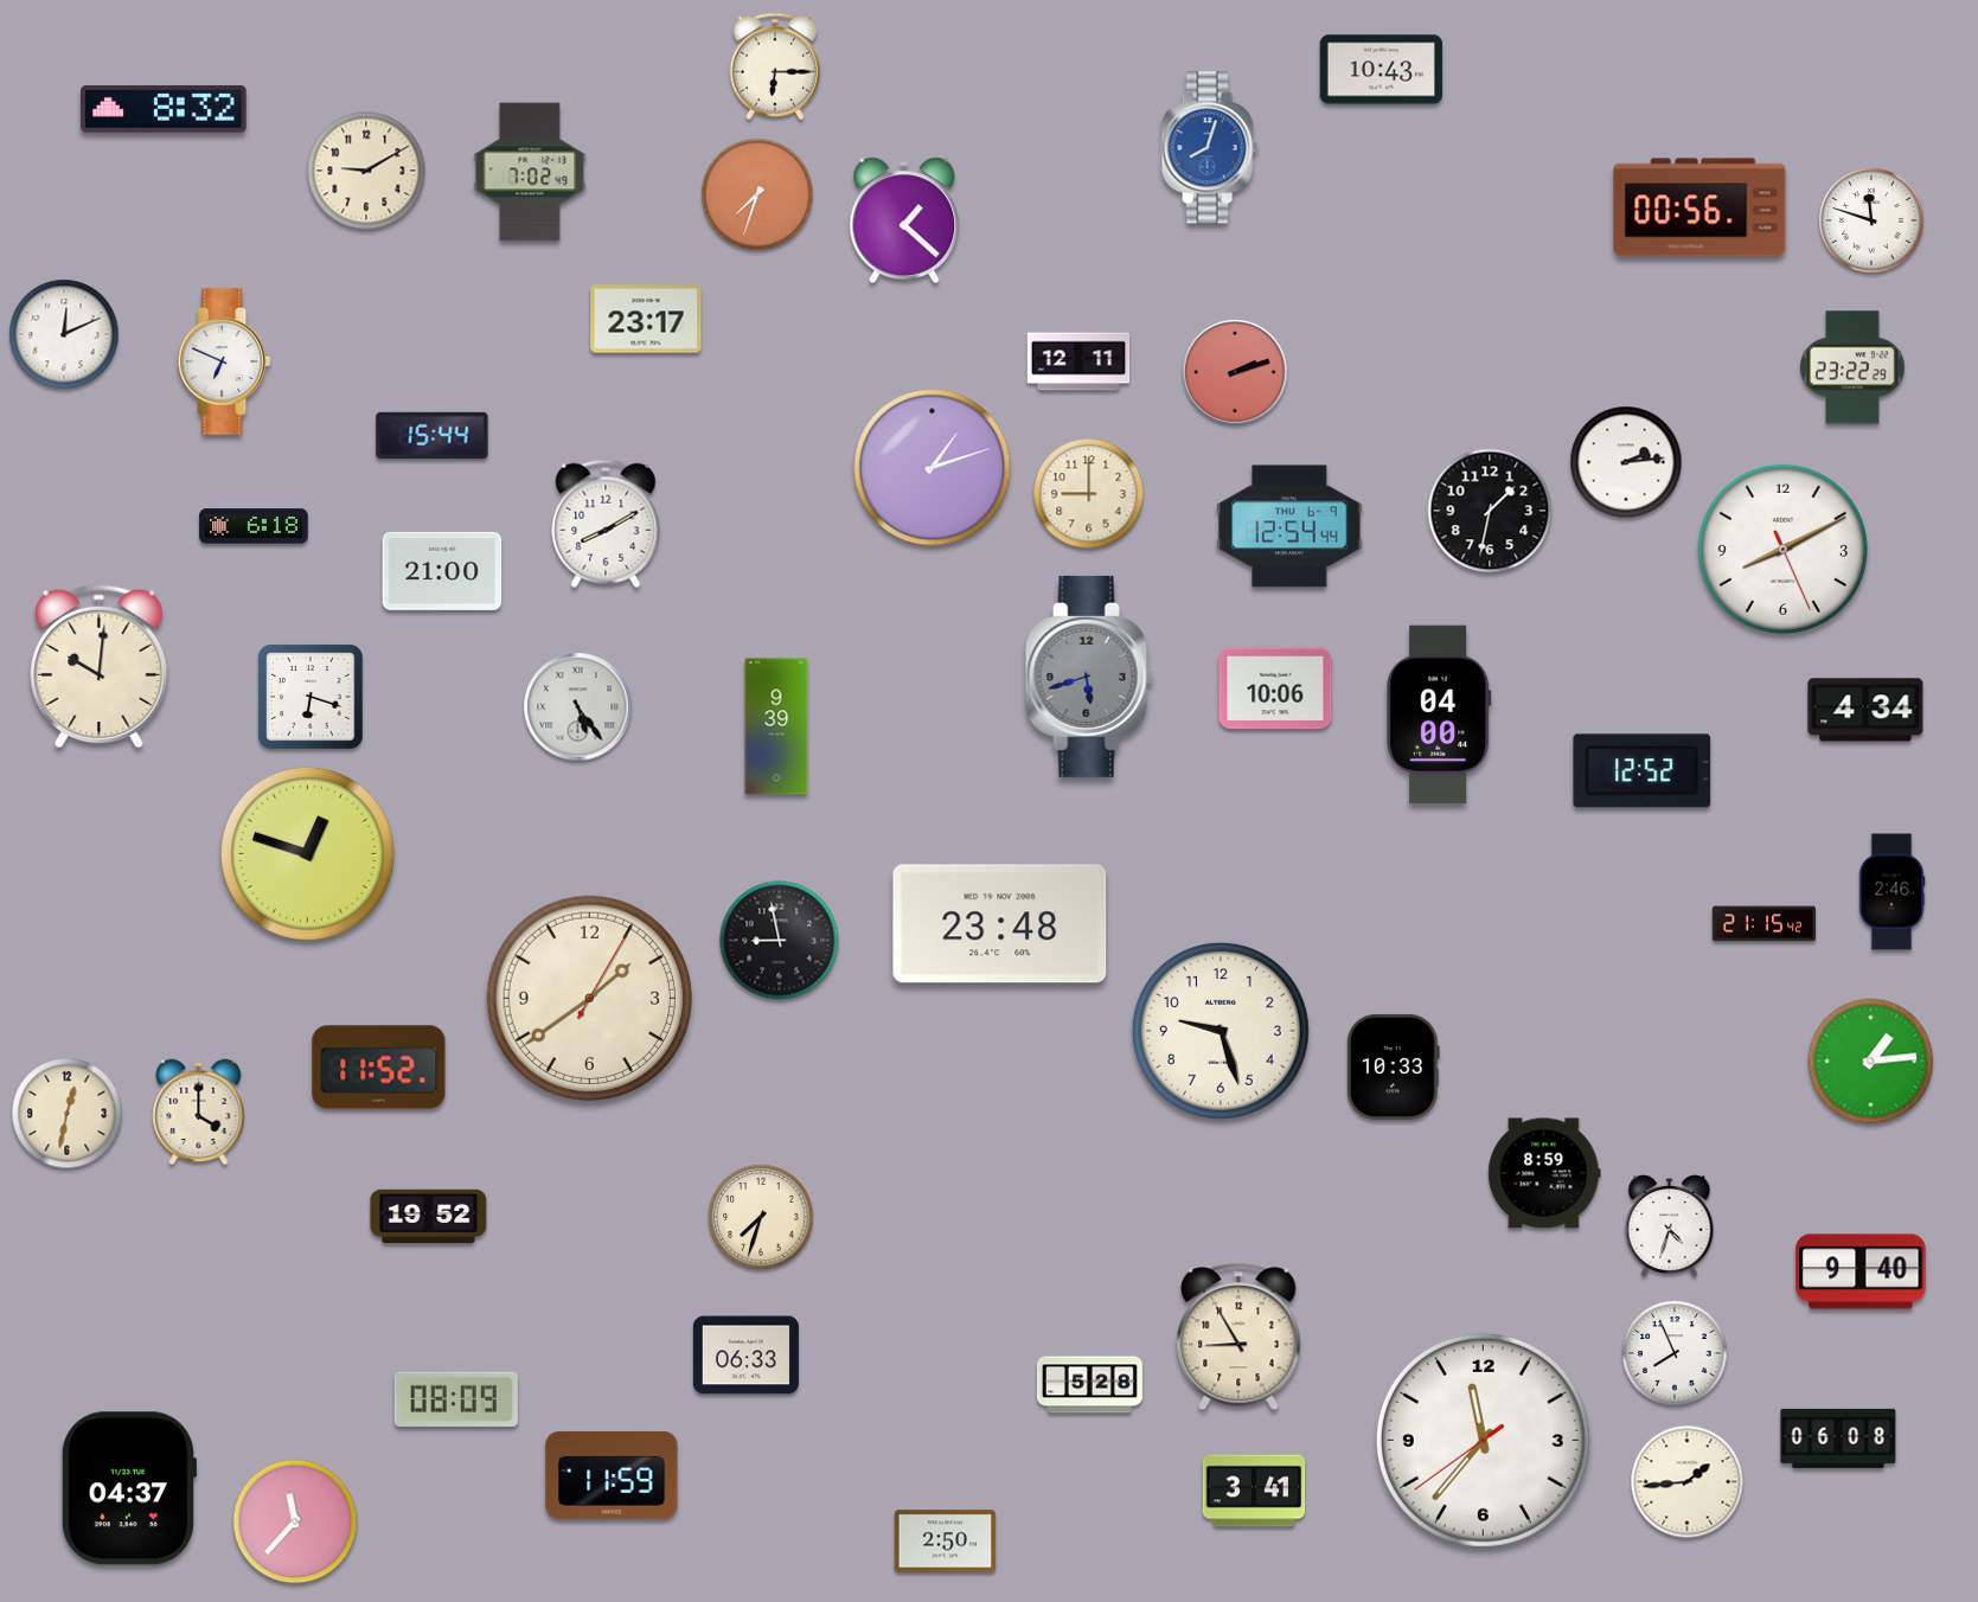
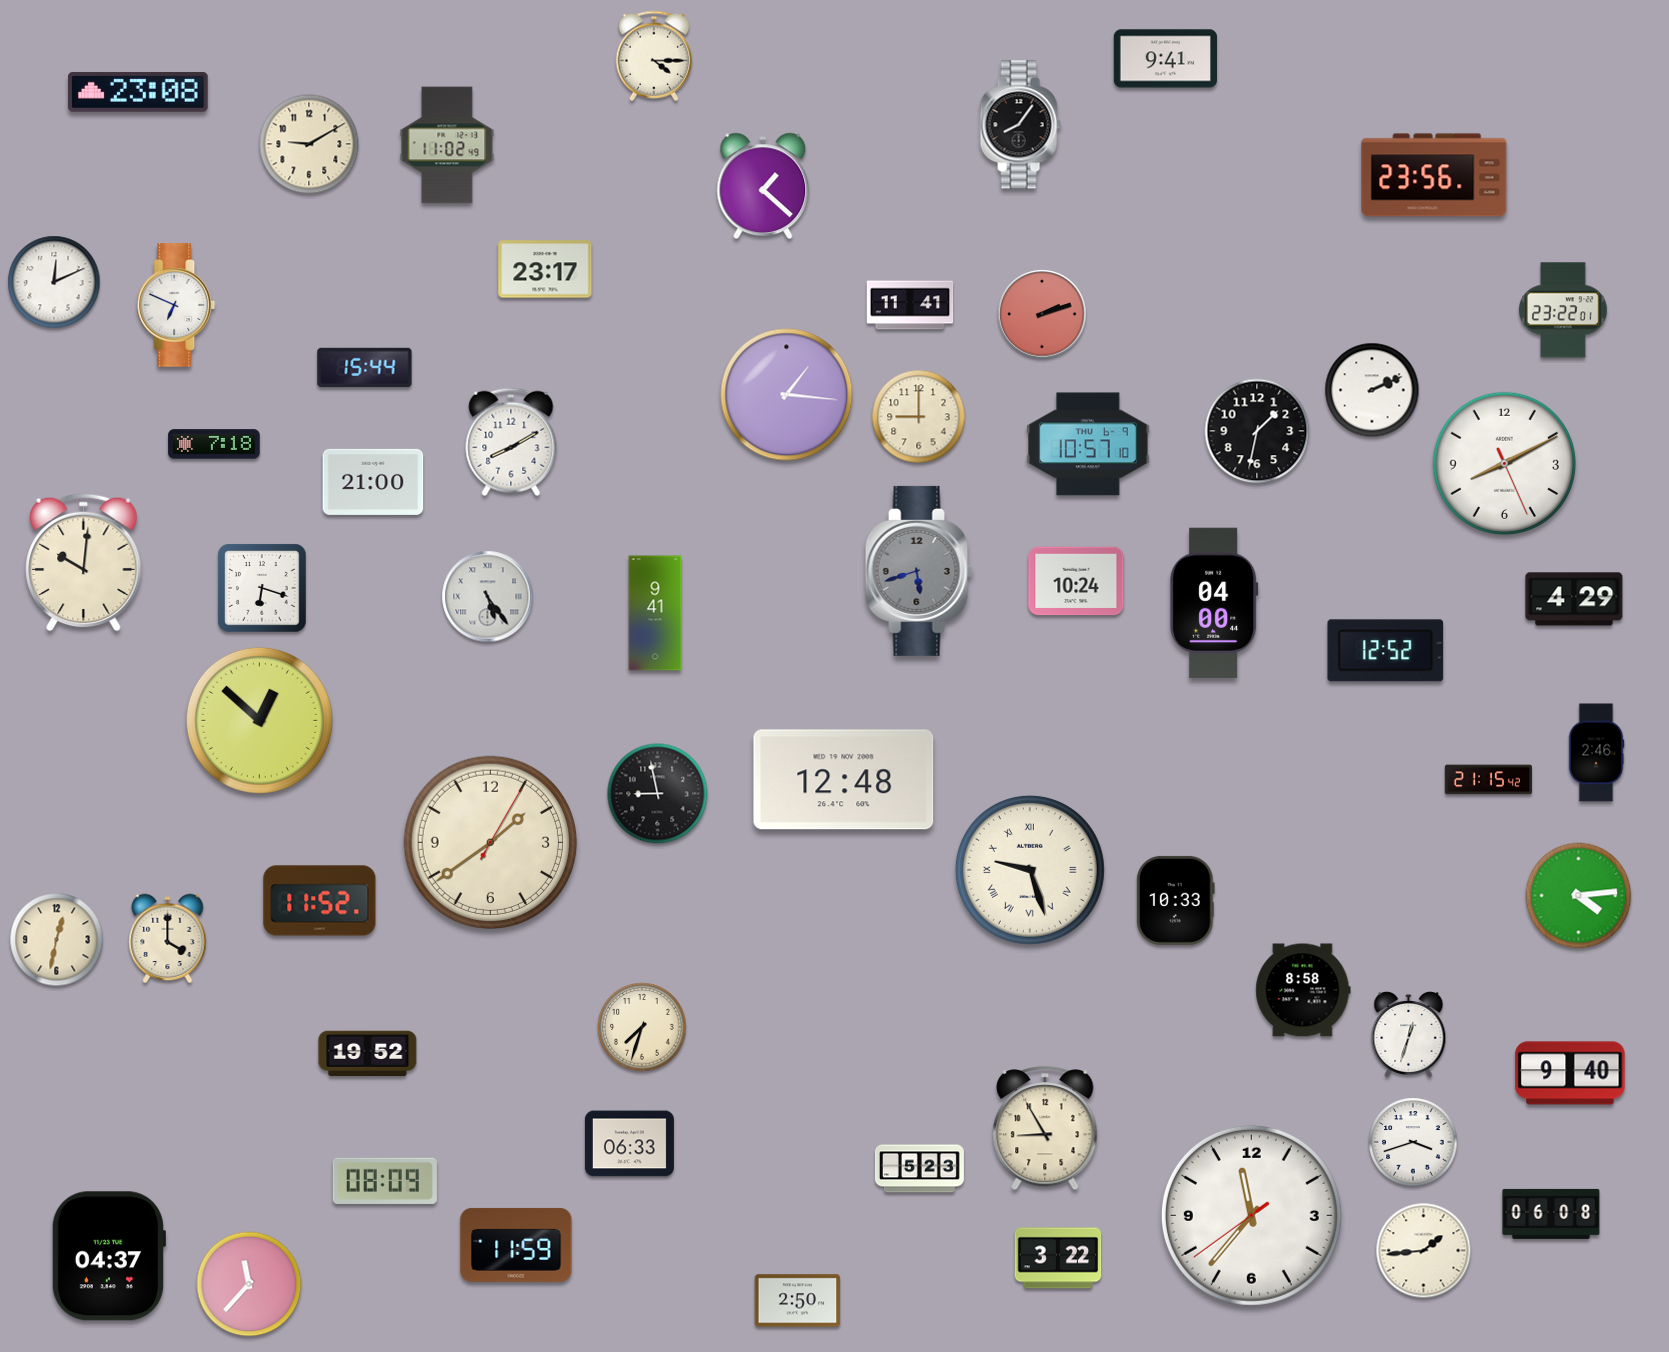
clock at (775, 66): 6:15 -> 4:15
clock at (1381, 70): 10:43 -> 9:41
clock at (165, 109): 8:32 -> 23:08
clock at (1209, 148): 8:03 -> 8:06
clock at (1209, 148) dial: blue -> black
clock at (530, 172): 7:02 -> 11:02
clock at (757, 194): 7:33 -> none
clock at (1699, 207): 00:56 -> 23:56
clock at (1871, 220): 11:48 -> none
clock at (224, 361) position: (224, 361) -> (176, 305)
clock at (1078, 361): 12:11 -> 11:41
clock at (1854, 367): 23:22:29 -> 23:22:01
clock at (1626, 462): 2:14 -> 2:11
clock at (933, 468): 1:12 -> 1:16
clock at (254, 526): 6:18 -> 7:18
clock at (1289, 526): 12:54 -> 10:57
clock at (1275, 688): 10:06 -> 10:24
clock at (1865, 710): 4:34 -> 4:29
clock at (776, 726): 9:39 -> 9:41
clock at (307, 853): 12:48 -> 12:52
clock at (1000, 924): 23:48 -> 12:48
clock at (589, 998) position: (589, 998) -> (490, 842)
clock at (1221, 1031) numerals: Arabic -> Roman
clock at (1871, 1062): 1:14 -> 4:14
clock at (1544, 1173): 8:59 -> 8:58
clock at (429, 1217) position: (429, 1217) -> (368, 1054)
clock at (1670, 1226): 4:33 -> 12:33
clock at (1675, 1353): 7:56 -> 3:42
clock at (1089, 1385): 5:28 -> 5:23
clock at (1254, 1491): 3:41 -> 3:22
